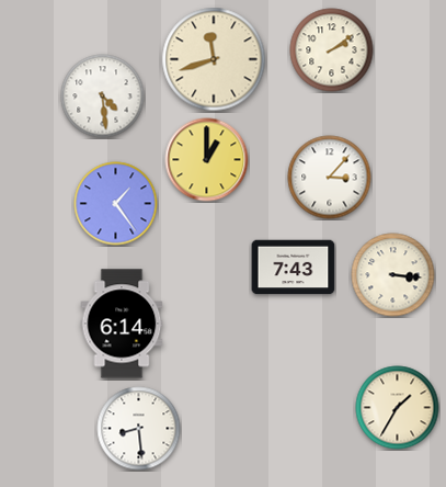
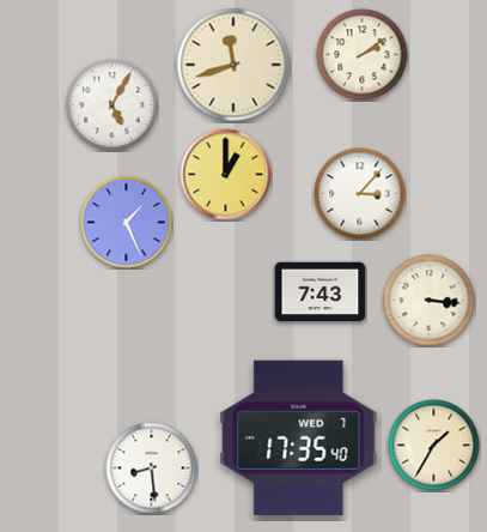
clock at (103, 97): 4:29 -> 5:05
clock at (116, 204): 1:24 -> 1:26
clock at (122, 324): 6:14 -> none
clock at (299, 437): none -> 17:35
